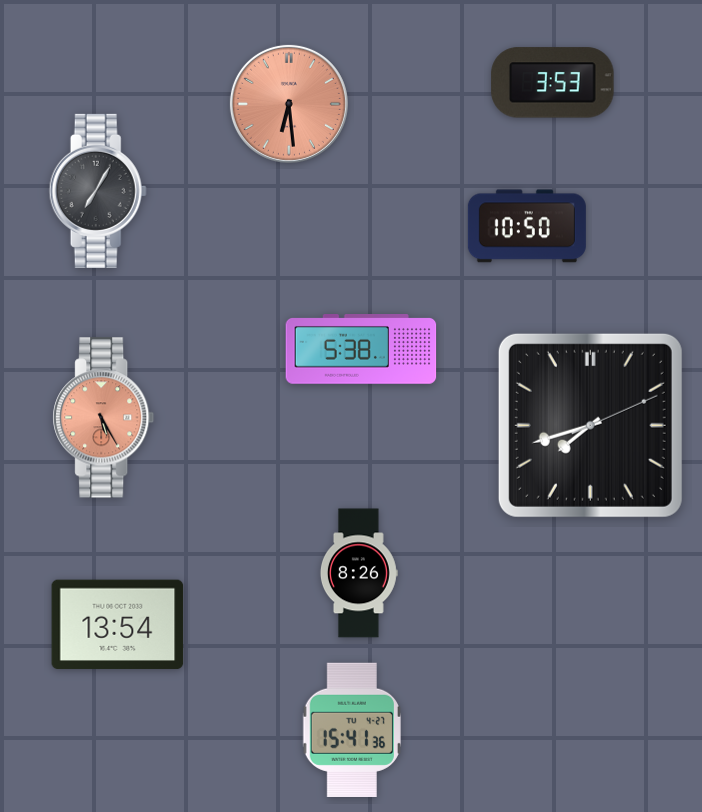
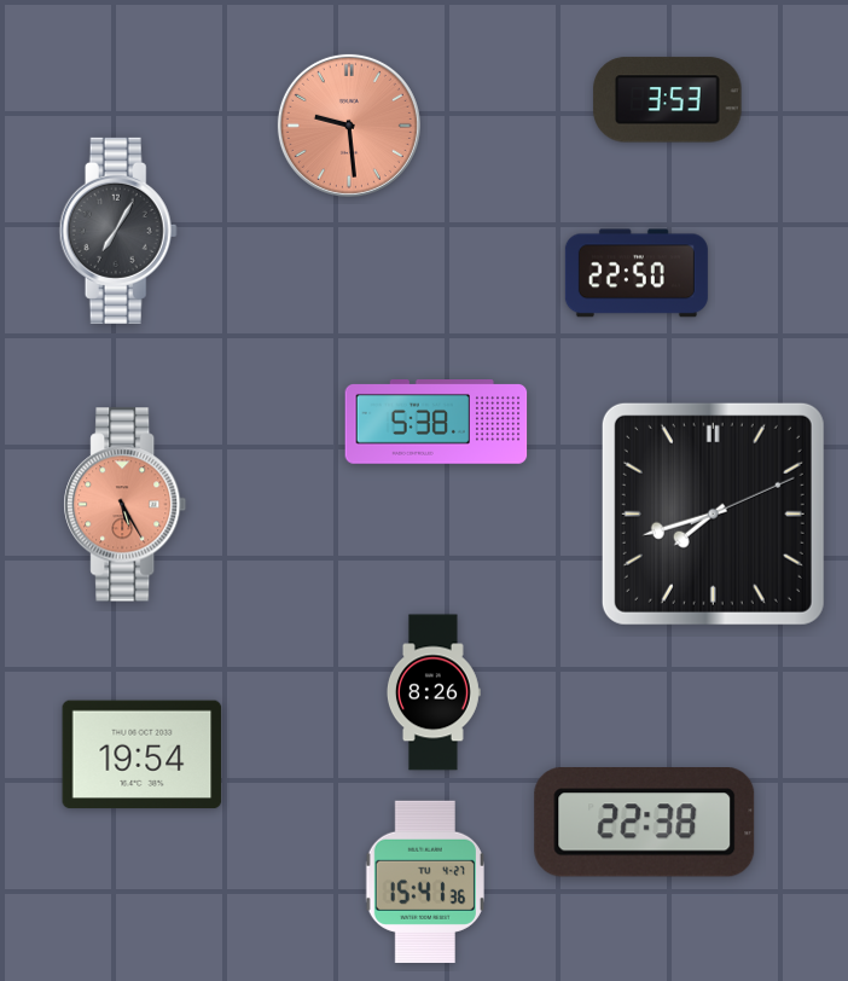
clock at (289, 104): 6:29 -> 9:29
clock at (527, 226): 10:50 -> 22:50
clock at (118, 625): 13:54 -> 19:54
clock at (645, 823): none -> 22:38
